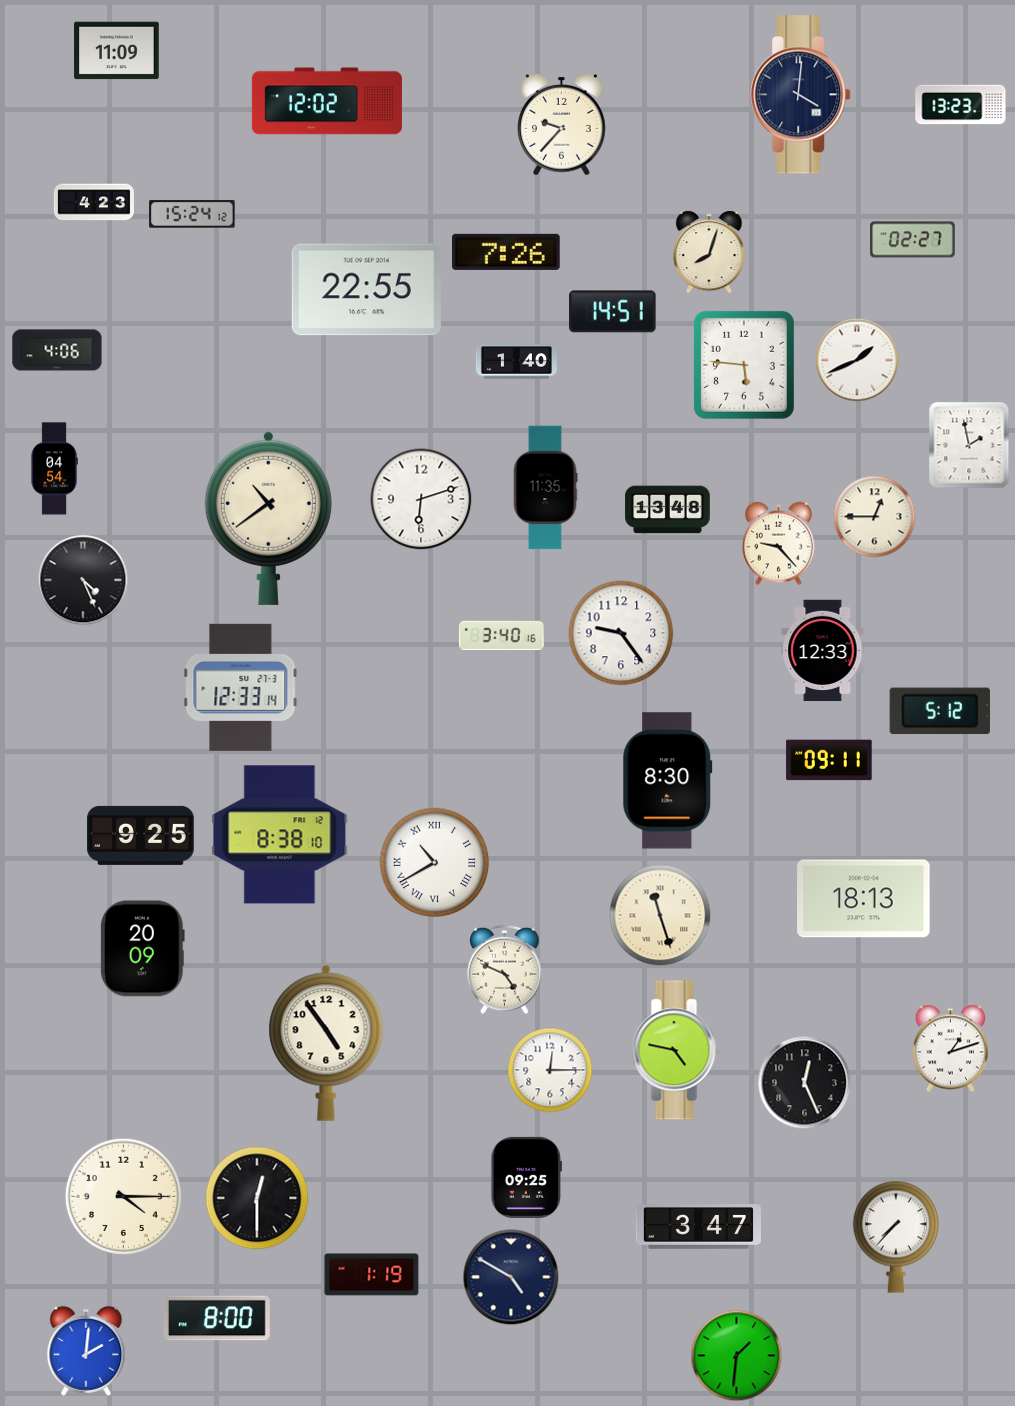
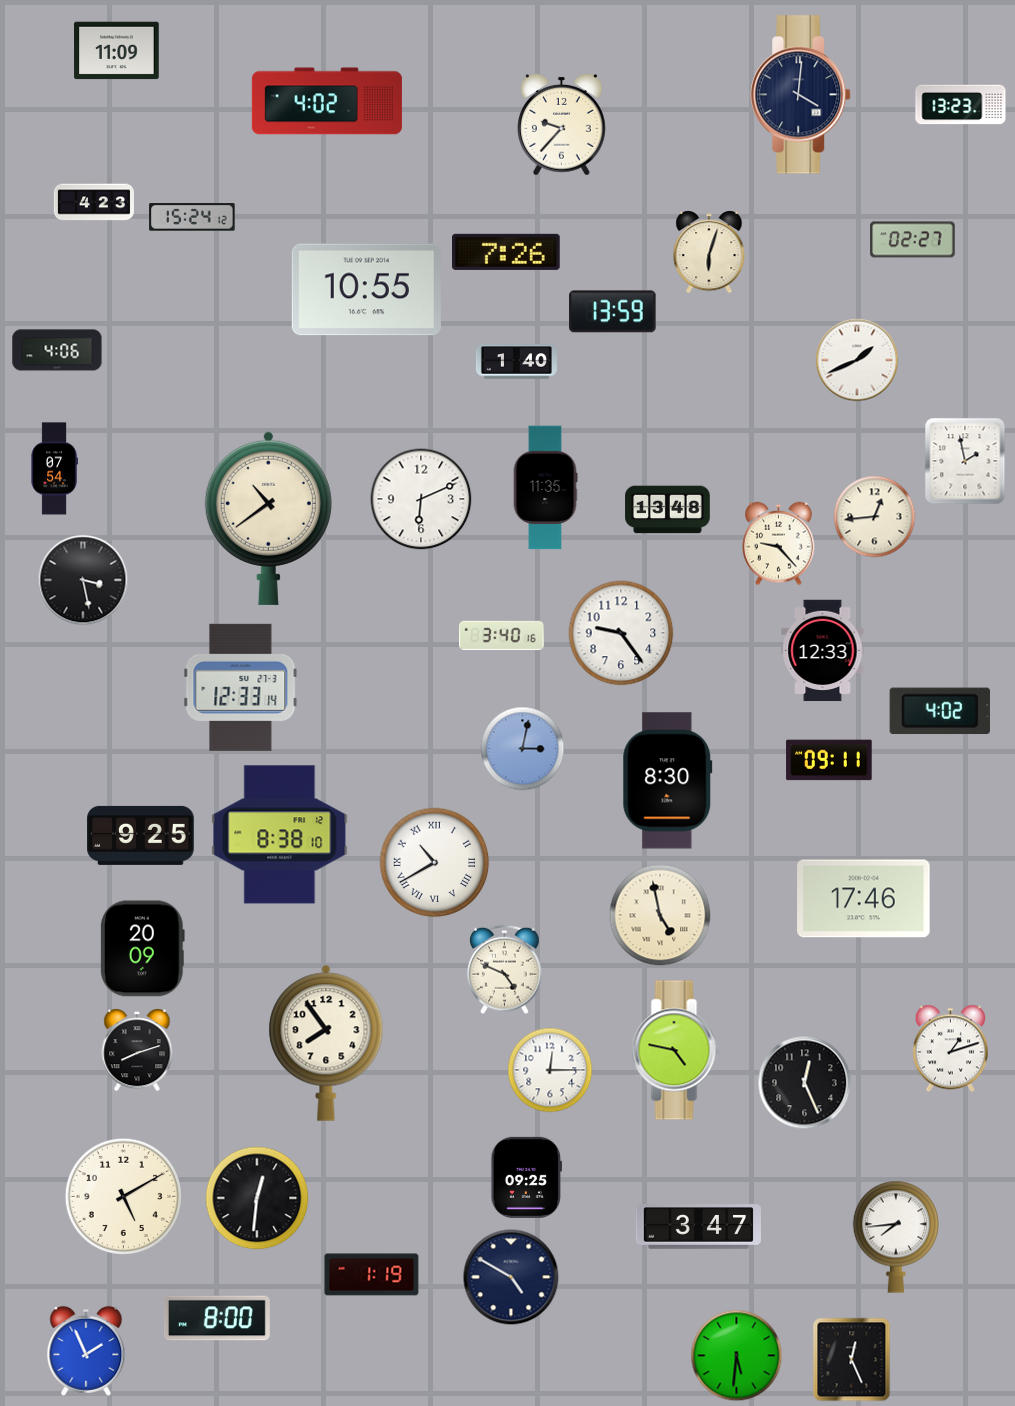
clock at (327, 101): 12:02 -> 4:02
clock at (192, 214) position: (192, 214) -> (192, 217)
clock at (709, 252): 8:03 -> 6:03
clock at (366, 290): 22:55 -> 10:55
clock at (613, 312): 14:51 -> 13:59
clock at (744, 365): 5:46 -> none
clock at (969, 445) position: (969, 445) -> (965, 461)
clock at (54, 469): 04:54 -> 07:54
clock at (421, 499): 6:12 -> 6:11
clock at (875, 517): 12:45 -> 12:44
clock at (83, 580): 4:26 -> 3:28
clock at (940, 711): 5:12 -> 4:02
clock at (523, 749): none -> 3:02
clock at (864, 899): 18:13 -> 17:46
clock at (660, 915): 11:27 -> 4:58
clock at (326, 1043): 4:54 -> 7:54
clock at (137, 1050): none -> 8:12
clock at (123, 1196): 4:15 -> 5:10
clock at (257, 1198): 12:30 -> 12:31
clock at (895, 1237): 7:37 -> 7:44
clock at (86, 1351): 2:01 -> 1:56
clock at (737, 1356): 1:31 -> 5:31
clock at (852, 1360): none -> 12:26
